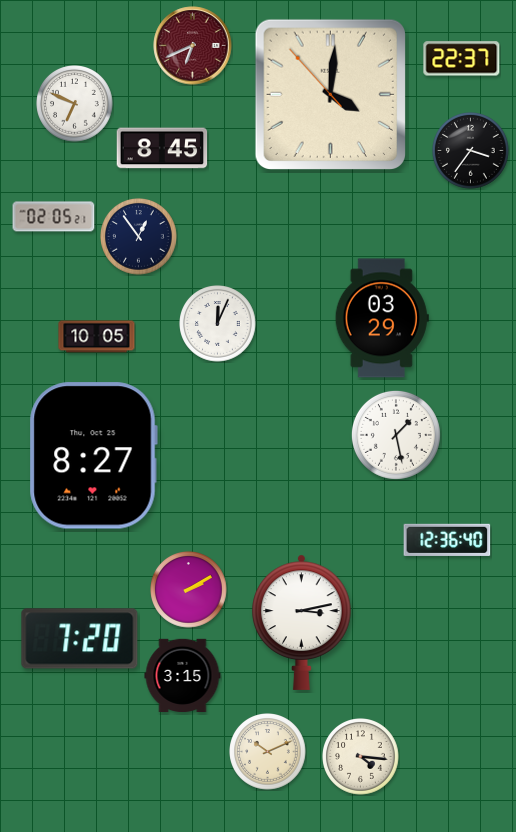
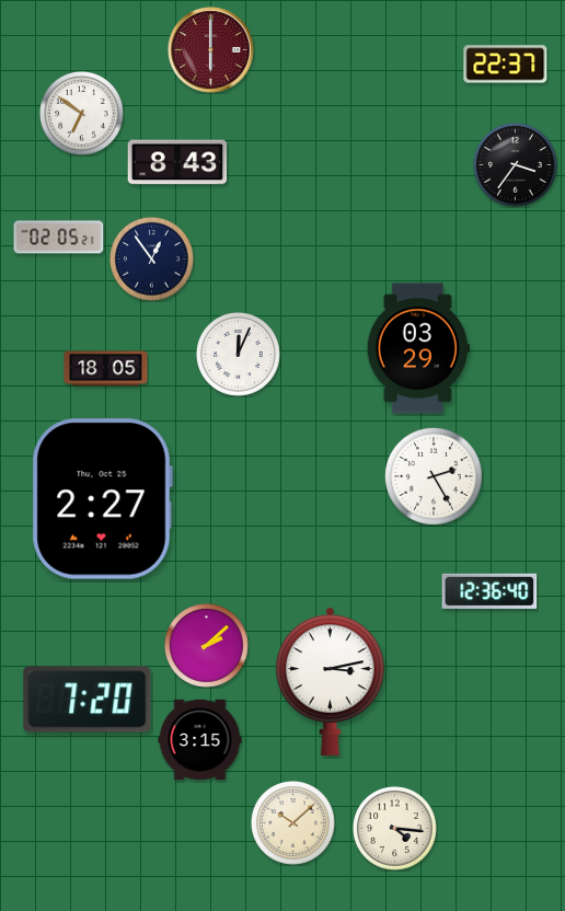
clock at (193, 46): 6:41 -> 6:00
clock at (330, 94): 4:00 -> none
clock at (75, 104): 6:49 -> 6:51
clock at (162, 148): 8:45 -> 8:43
clock at (97, 337): 10:05 -> 18:05
clock at (396, 435): 1:28 -> 2:25
clock at (93, 456): 8:27 -> 2:27
clock at (189, 590): 2:10 -> 2:08
clock at (268, 752): 10:11 -> 10:08
